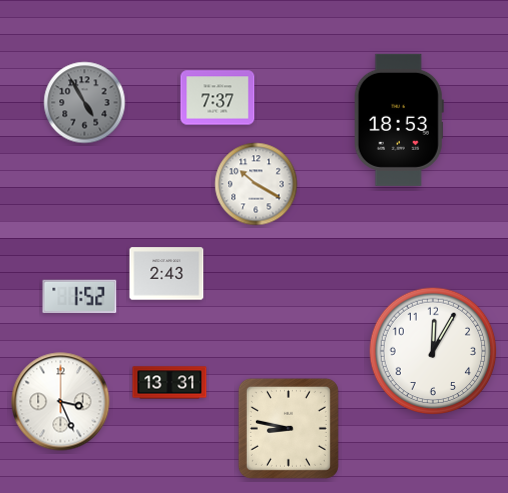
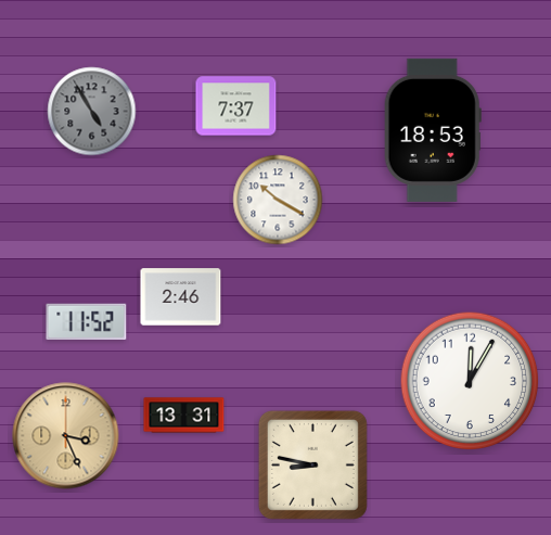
clock at (167, 274): 2:43 -> 2:46
clock at (80, 296): 1:52 -> 11:52
clock at (61, 402) dial: white -> champagne
